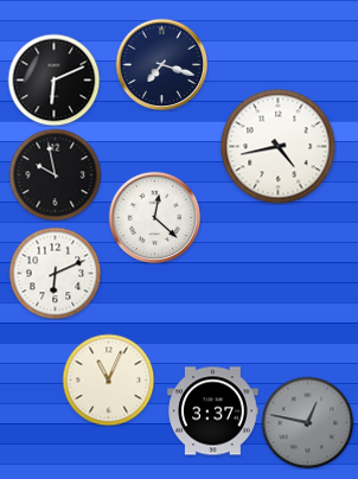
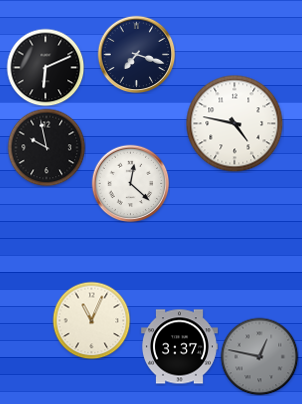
clock at (277, 146): 4:43 -> 4:47
clock at (55, 273): 6:11 -> none
